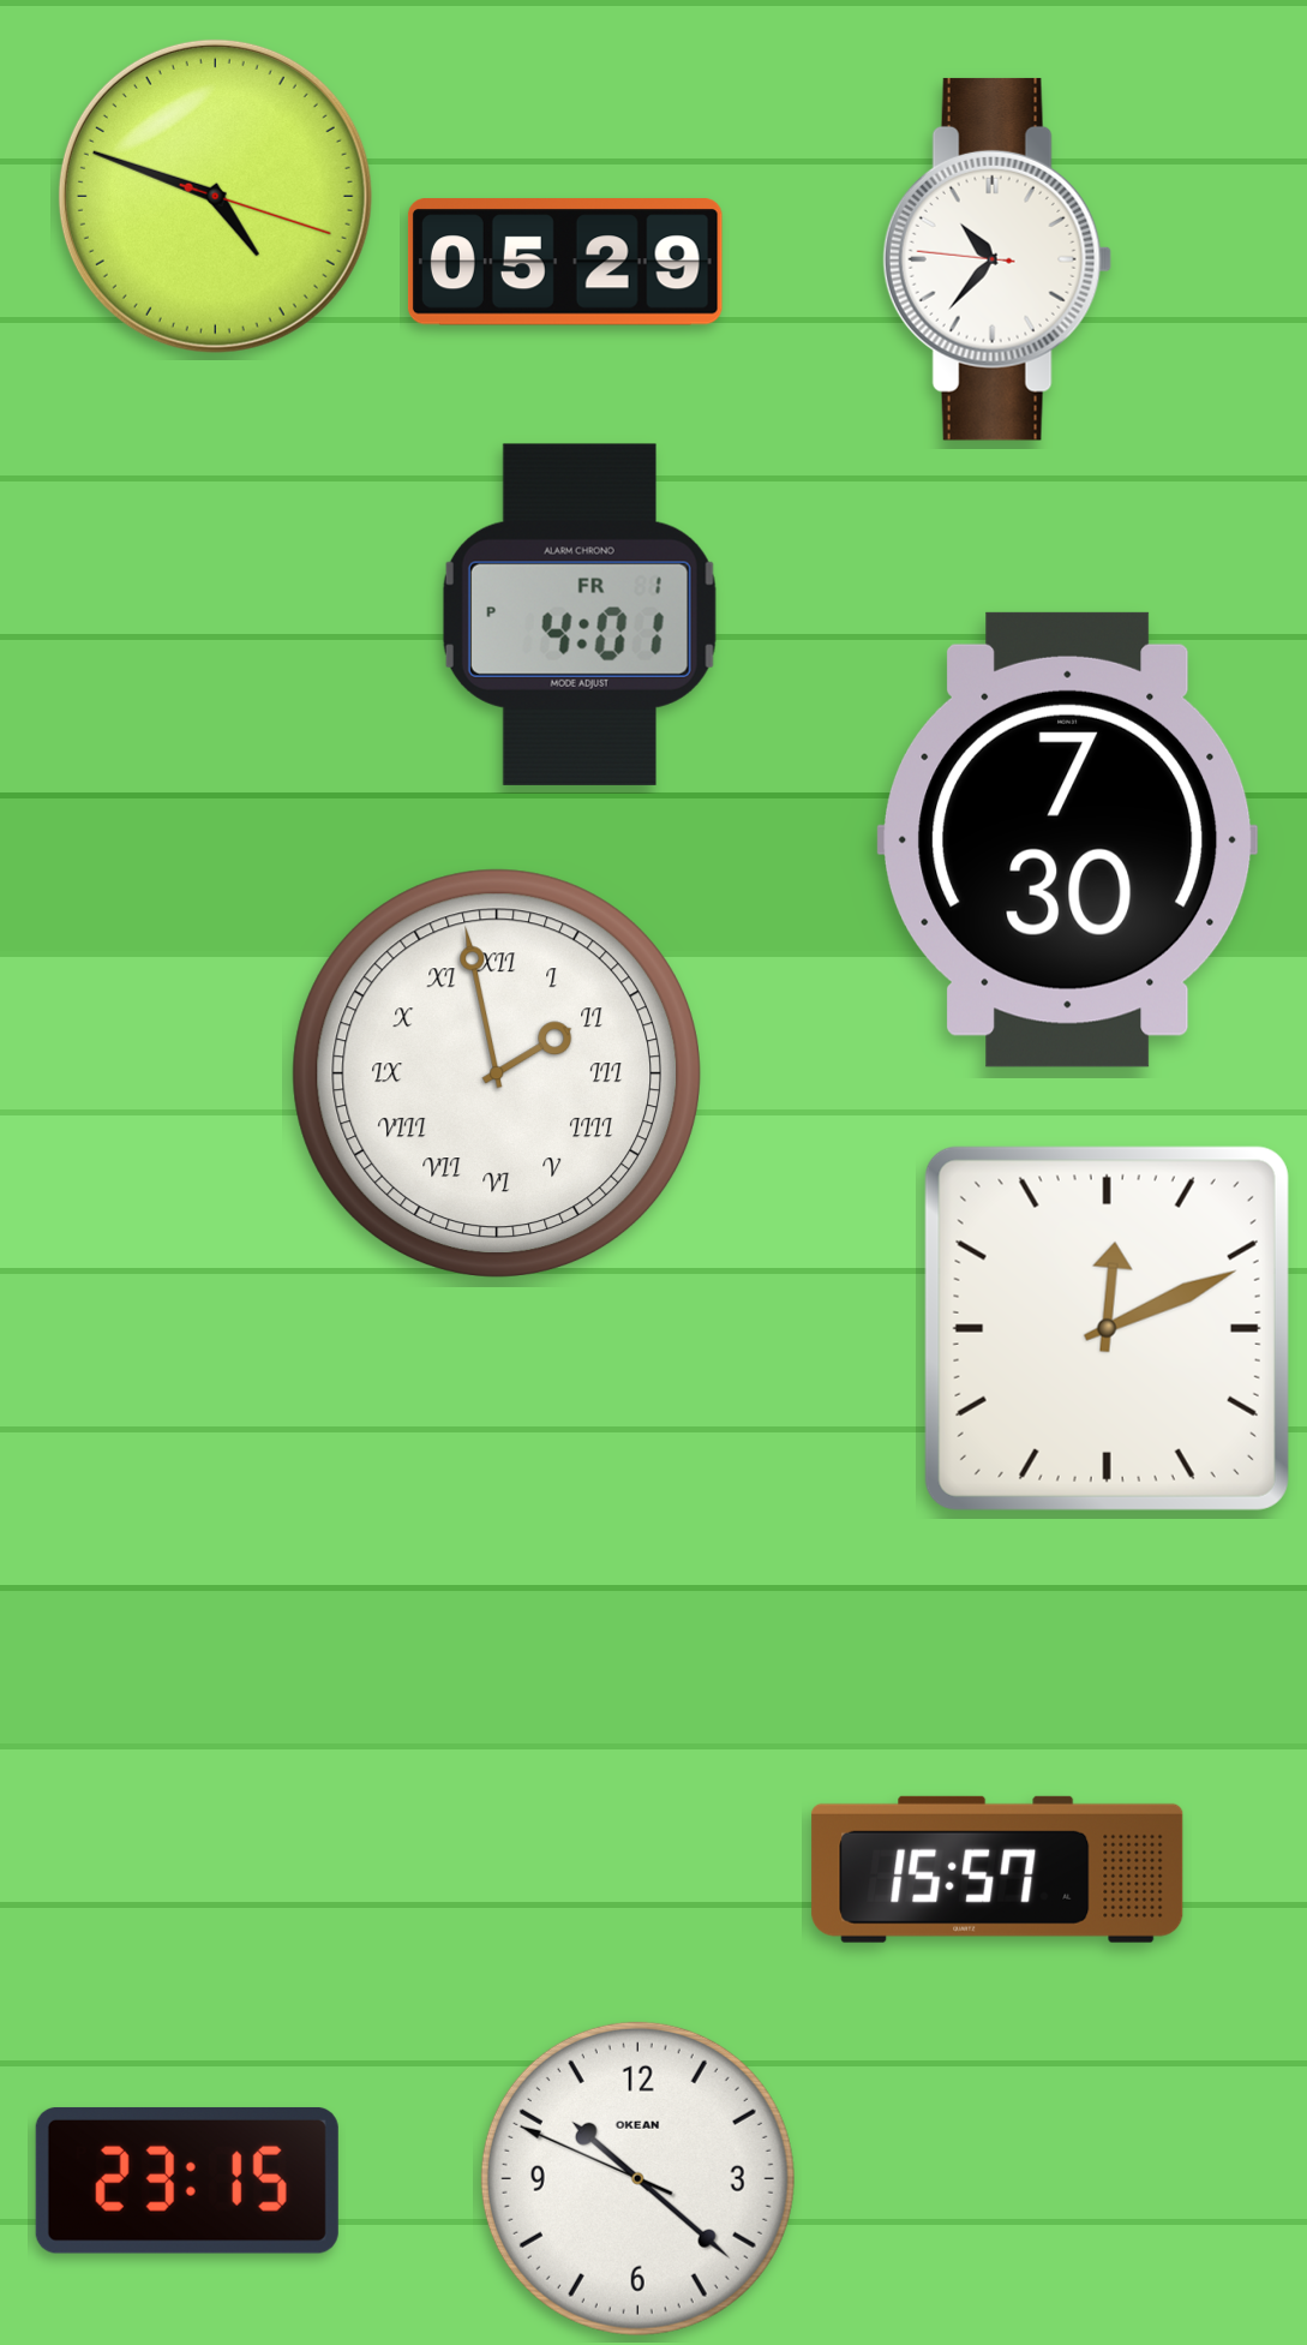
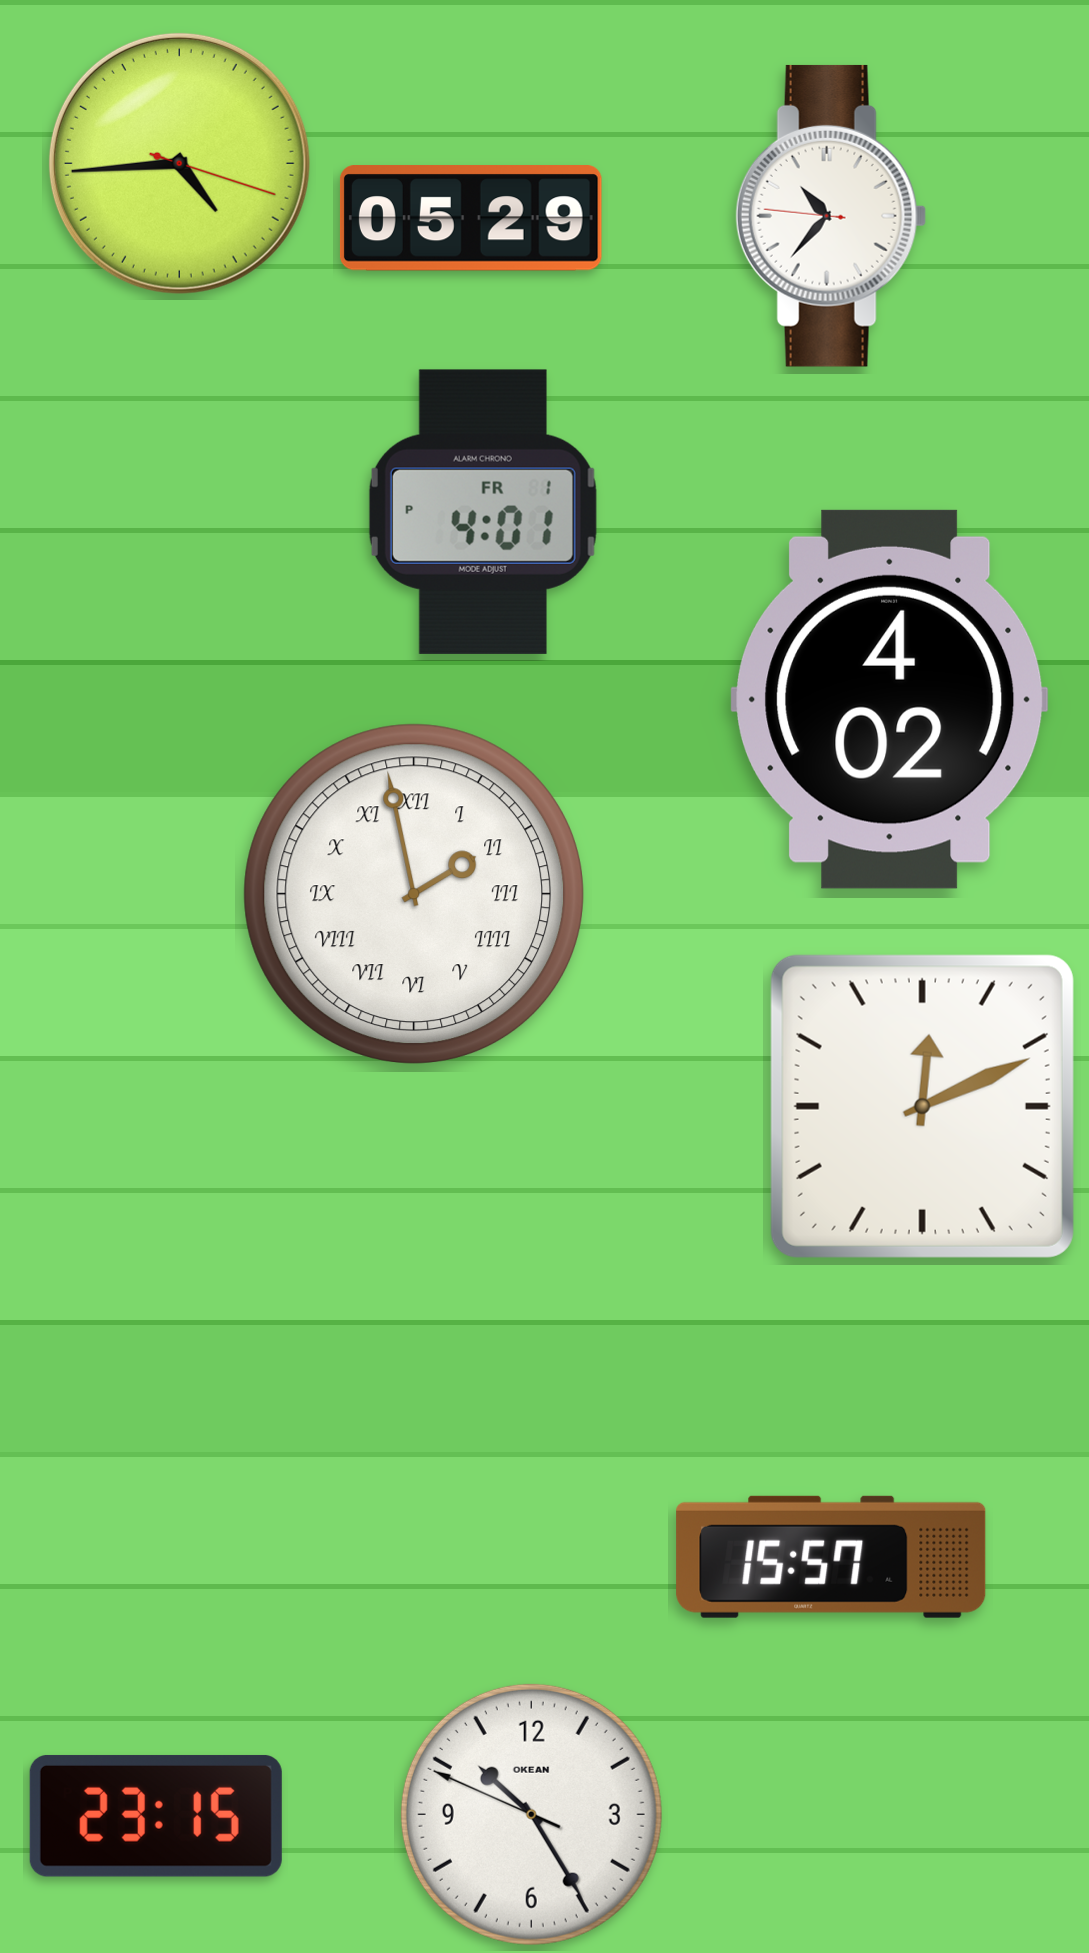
clock at (215, 196): 4:48 -> 4:44
clock at (1068, 839): 7:30 -> 4:02
clock at (637, 2178): 10:21 -> 10:24
